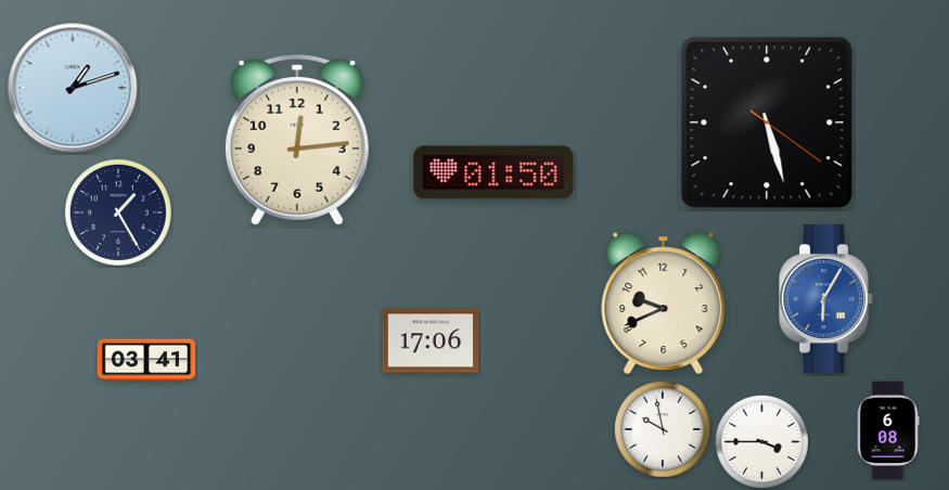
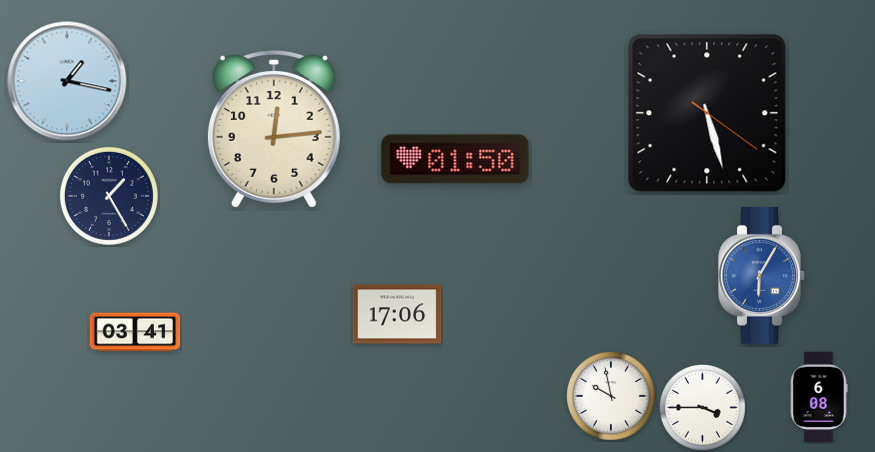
clock at (73, 88): 1:12 -> 1:17
clock at (664, 304): 9:41 -> none
